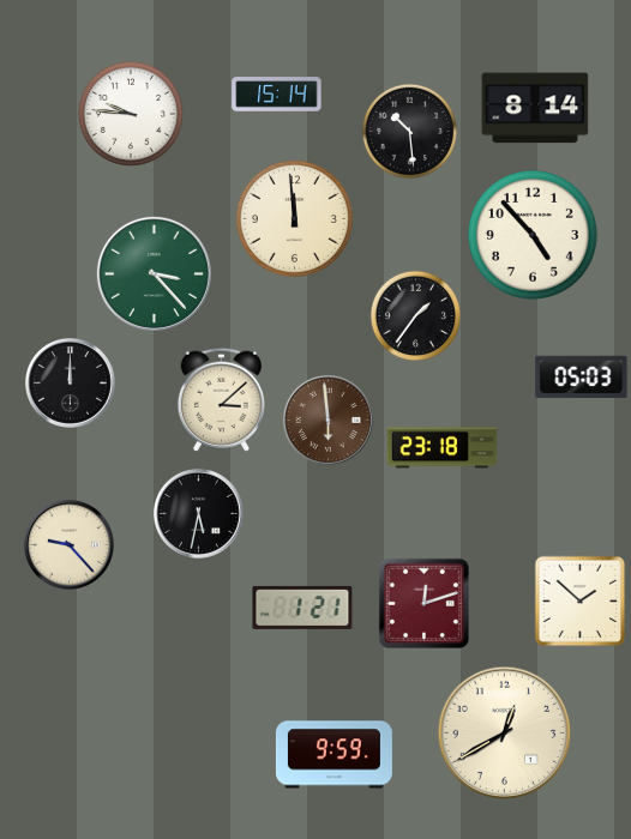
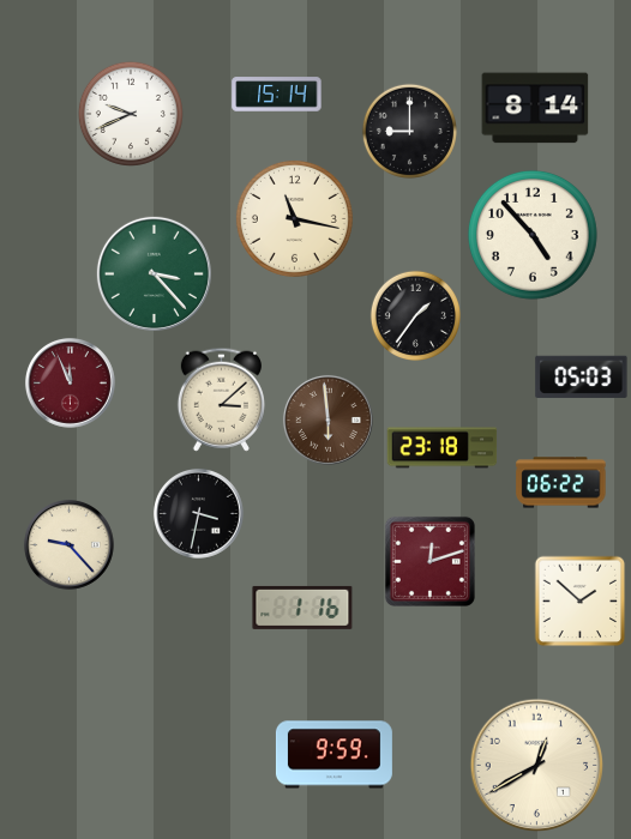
clock at (131, 114): 9:46 -> 9:41
clock at (409, 131): 10:29 -> 9:00
clock at (294, 218): 11:59 -> 11:17
clock at (70, 382): 12:00 -> 11:56
clock at (70, 382) dial: black -> burgundy
clock at (561, 483): none -> 06:22
clock at (198, 513): 5:32 -> 3:32
clock at (423, 603) position: (423, 603) -> (429, 561)
clock at (302, 608): 1:21 -> 1:16
clock at (505, 734) position: (505, 734) -> (537, 766)
